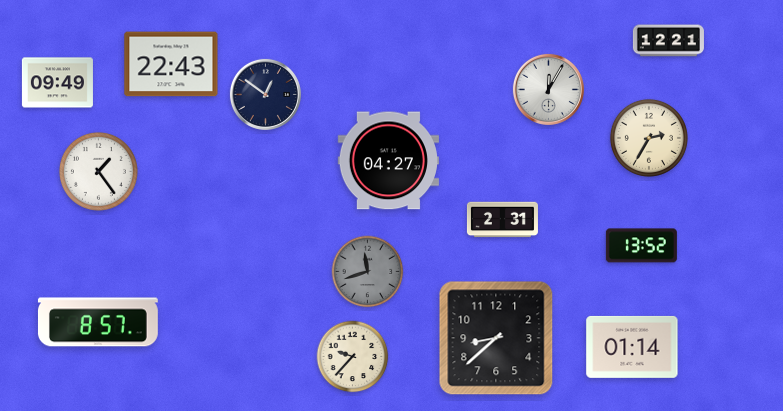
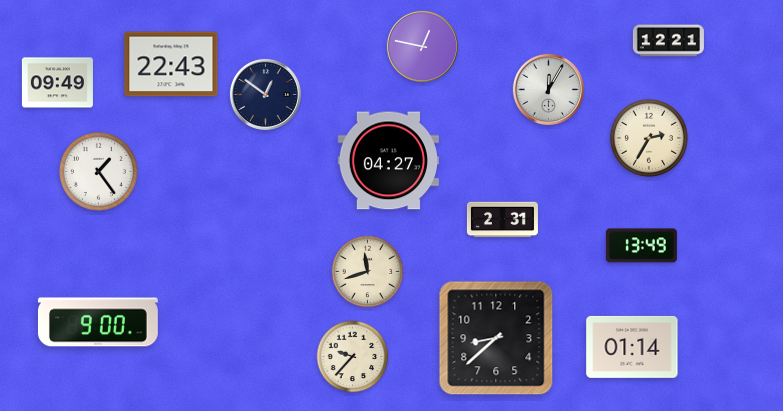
clock at (422, 46): none -> 12:47
clock at (641, 246): 13:52 -> 13:49
clock at (368, 272) dial: grey -> cream
clock at (98, 322): 8:57 -> 9:00
